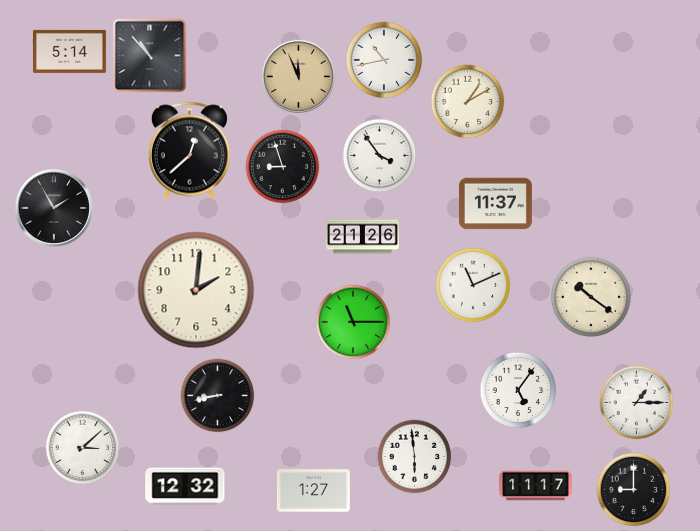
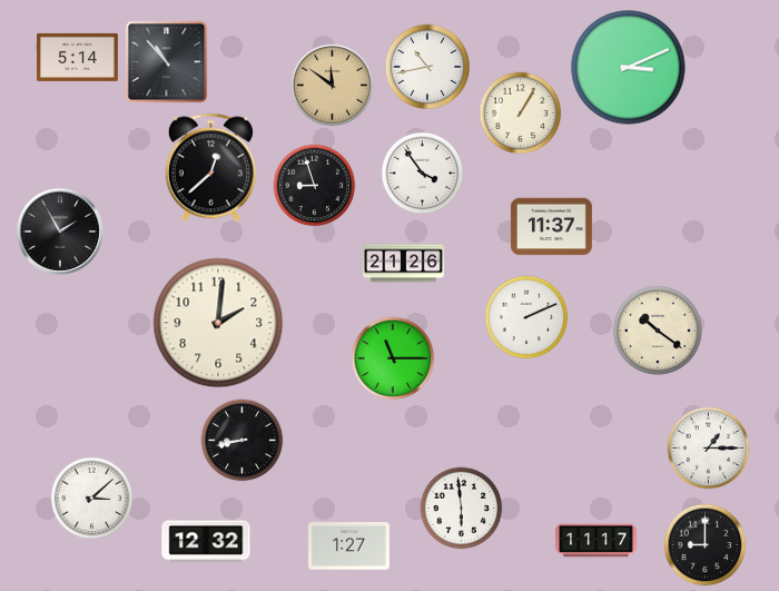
clock at (629, 68): none -> 3:11
clock at (298, 76): 11:56 -> 11:51
clock at (468, 102): 1:10 -> 1:05
clock at (473, 285): 11:11 -> 2:11
clock at (518, 390): 5:06 -> none
